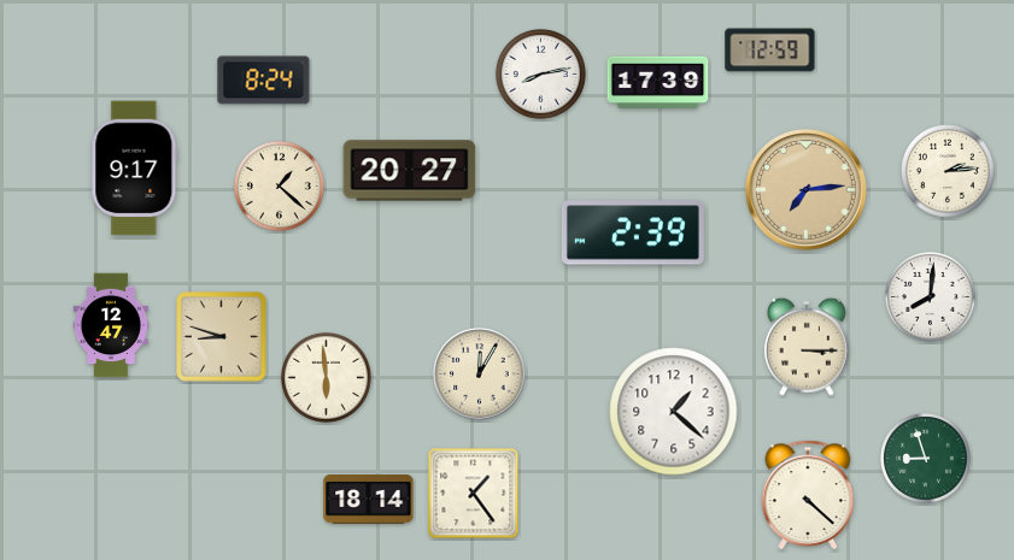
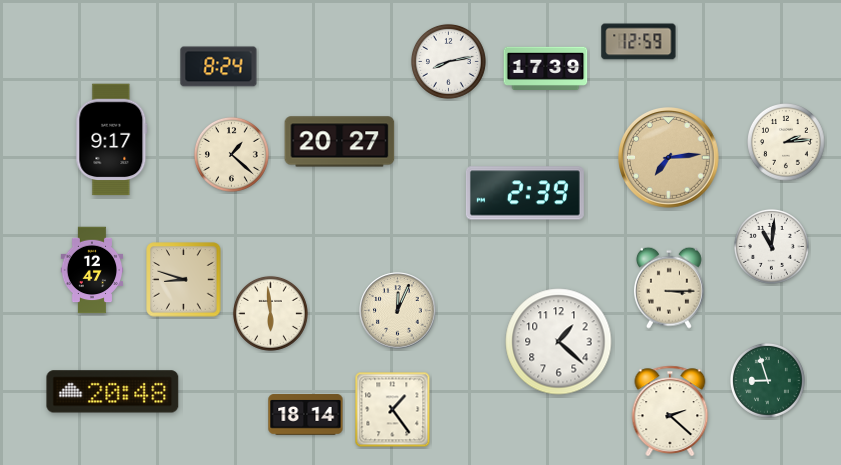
clock at (930, 296): 8:01 -> 11:01
clock at (480, 375): 12:05 -> 12:04
clock at (113, 392): none -> 20:48
clock at (808, 495): 4:22 -> 2:22
